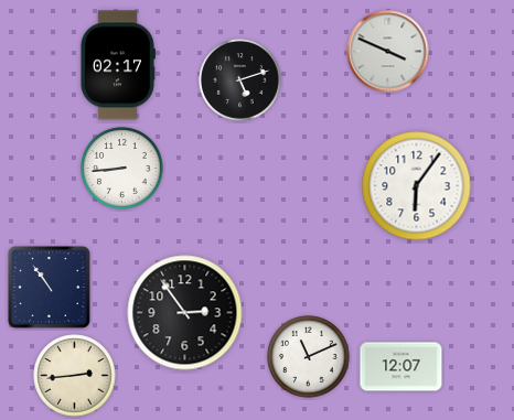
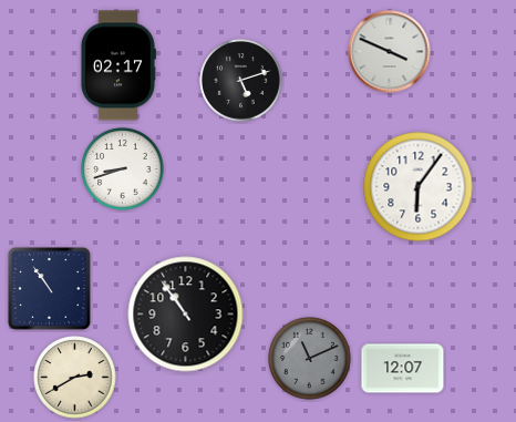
clock at (122, 169): 8:44 -> 8:42
clock at (185, 313): 2:54 -> 10:54
clock at (309, 357) dial: white -> grey
clock at (75, 376): 2:44 -> 2:40
